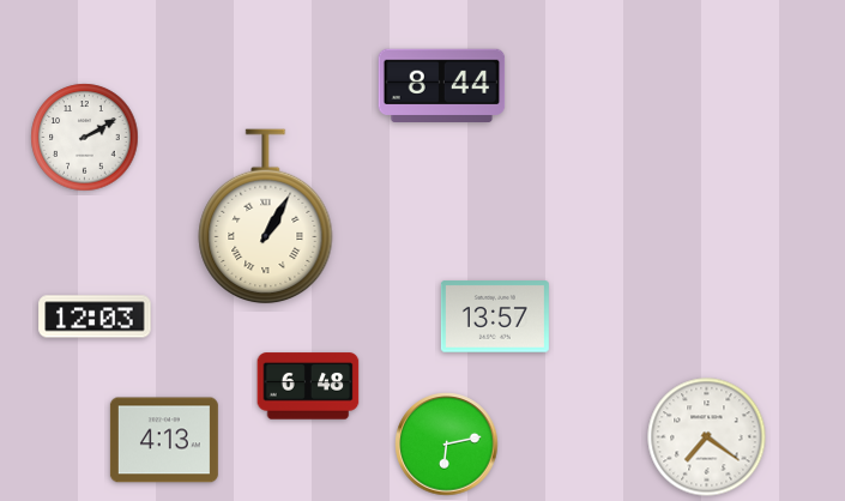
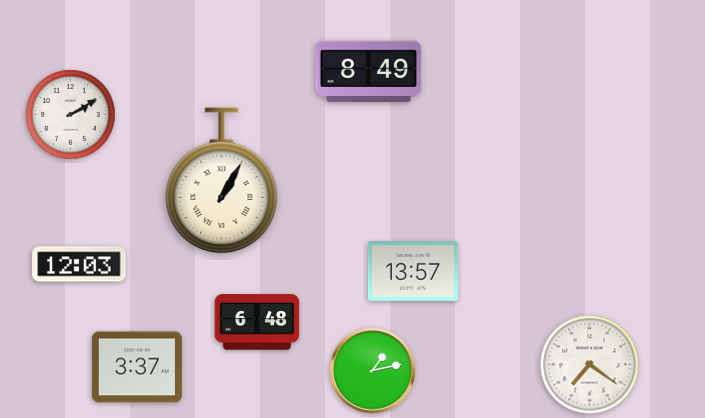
clock at (442, 85): 8:44 -> 8:49
clock at (495, 316) position: (495, 316) -> (413, 271)
clock at (164, 440): 4:13 -> 3:37
clock at (447, 445): 6:13 -> 1:13
